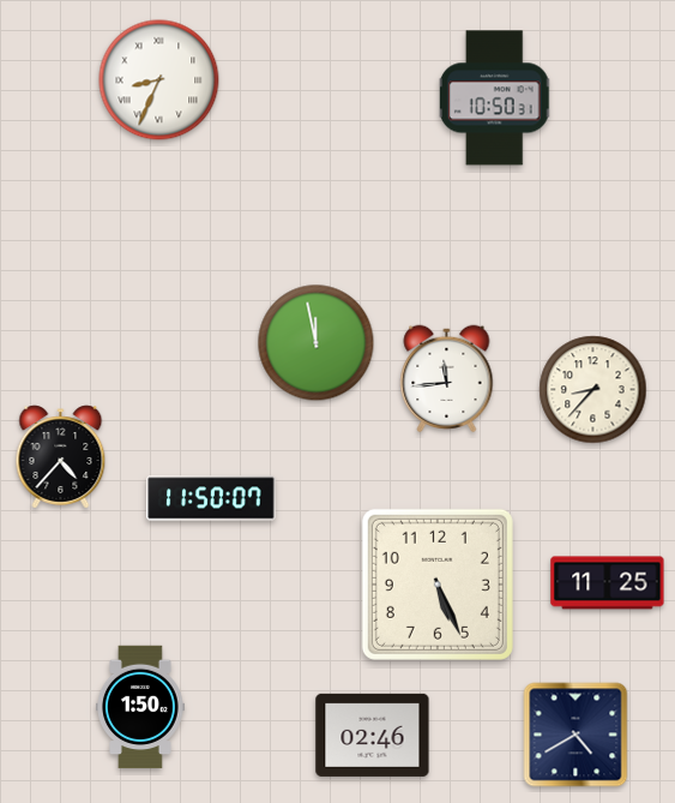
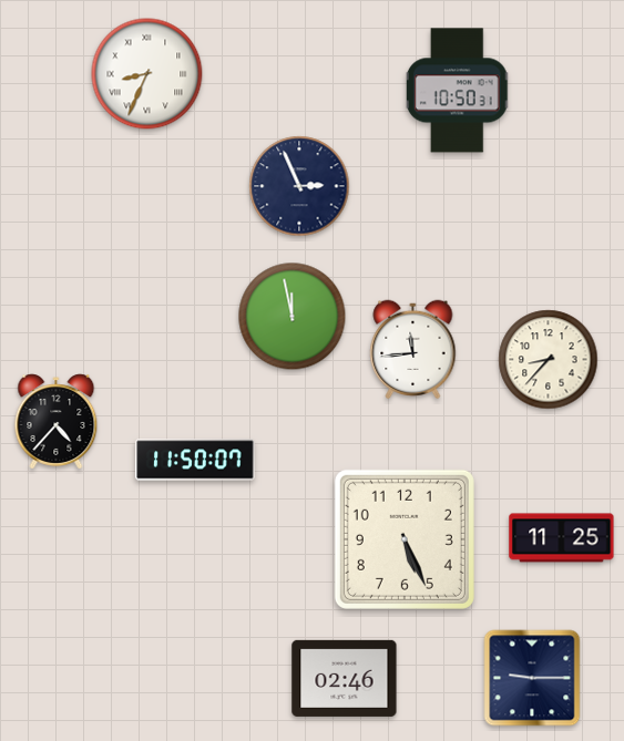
clock at (299, 186): none -> 2:56
clock at (140, 707): 1:50 -> none
clock at (575, 735): 4:40 -> 9:15
